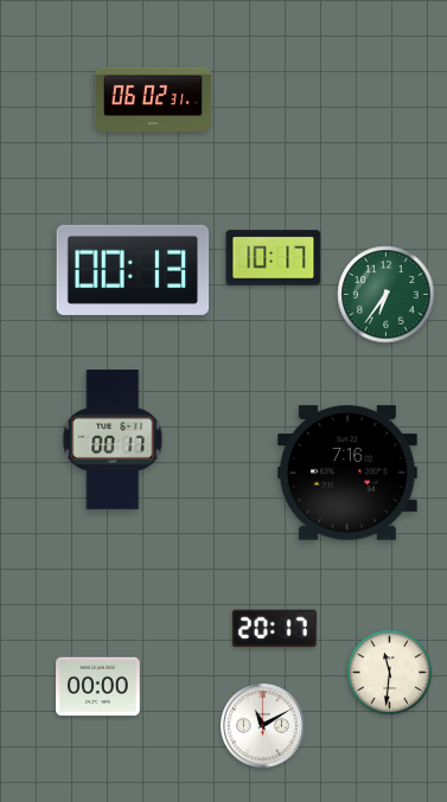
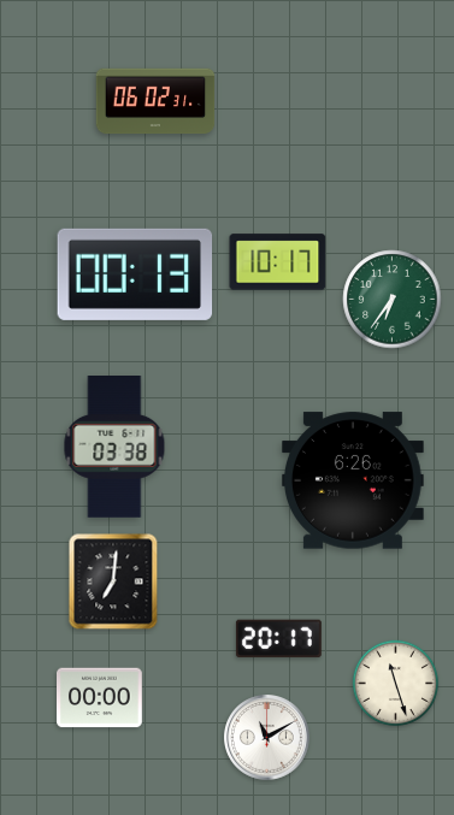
clock at (113, 441): 00:17 -> 03:38
clock at (349, 473): 7:16 -> 6:26
clock at (113, 581): none -> 7:01
clock at (390, 673): 11:31 -> 11:27
